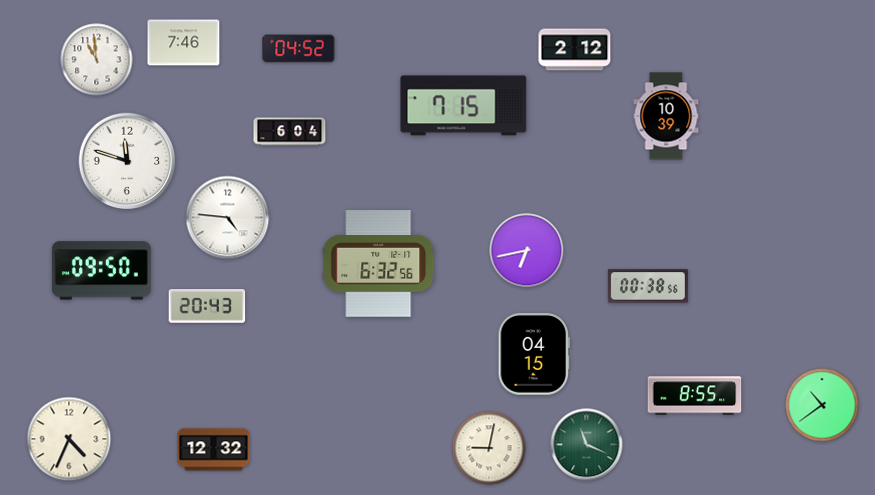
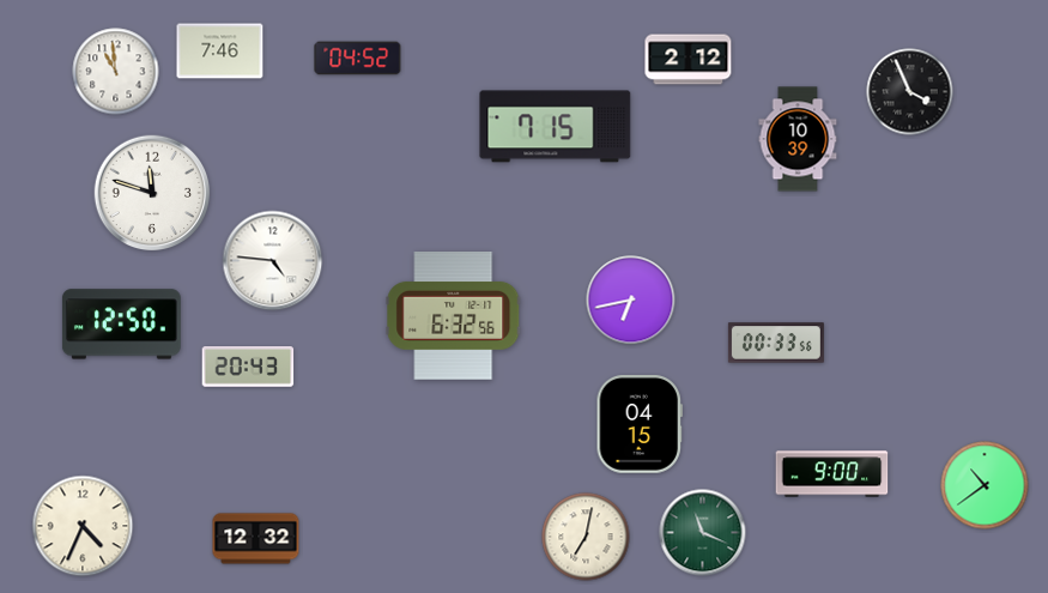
clock at (910, 92): none -> 3:56
clock at (290, 132): 6:04 -> none
clock at (101, 271): 09:50 -> 12:50
clock at (648, 286): 00:38 -> 00:33
clock at (695, 396): 8:55 -> 9:00
clock at (489, 448): 9:02 -> 7:02
